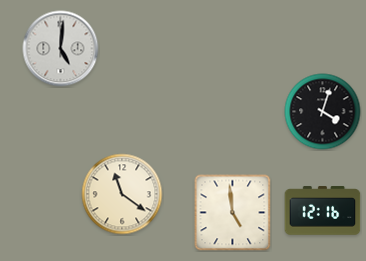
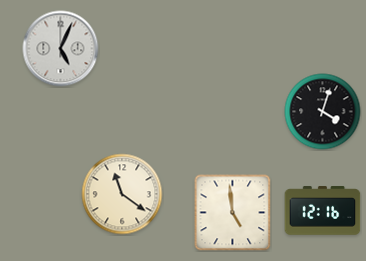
clock at (61, 49): 5:01 -> 5:04
